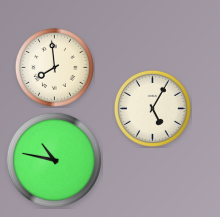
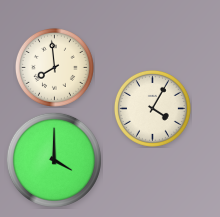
clock at (152, 108): 5:05 -> 4:05
clock at (54, 160): 10:47 -> 4:00
